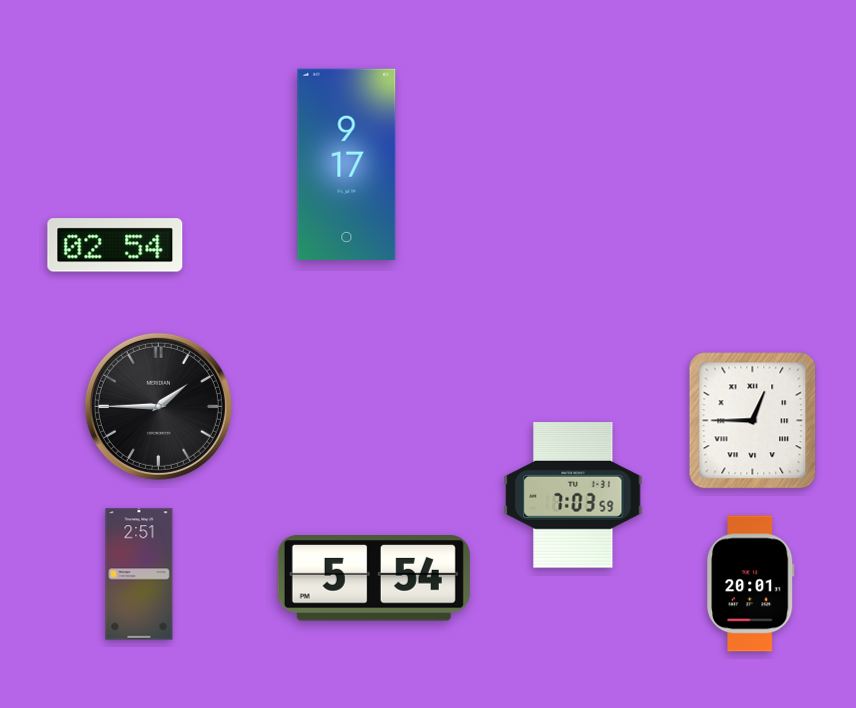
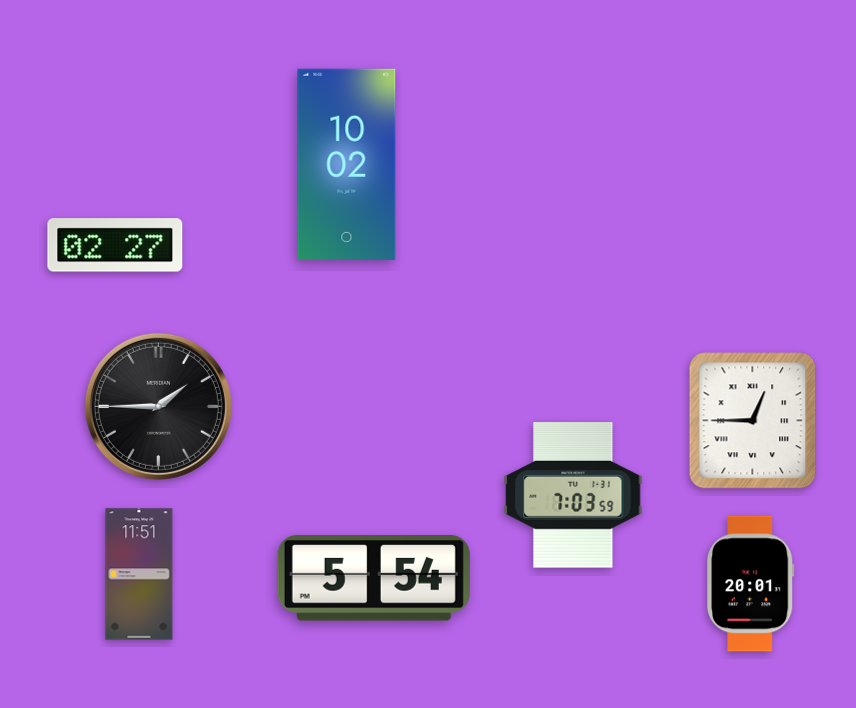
clock at (347, 164): 9:17 -> 10:02
clock at (115, 245): 02:54 -> 02:27
clock at (139, 574): 2:51 -> 11:51
